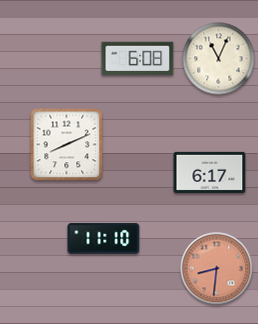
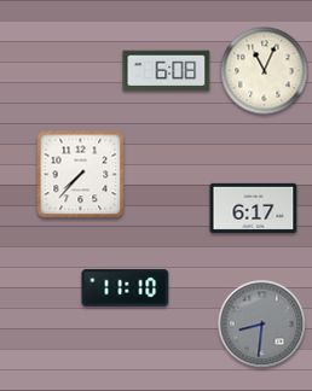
clock at (67, 145): 8:11 -> 7:37
clock at (217, 269) dial: salmon -> grey
